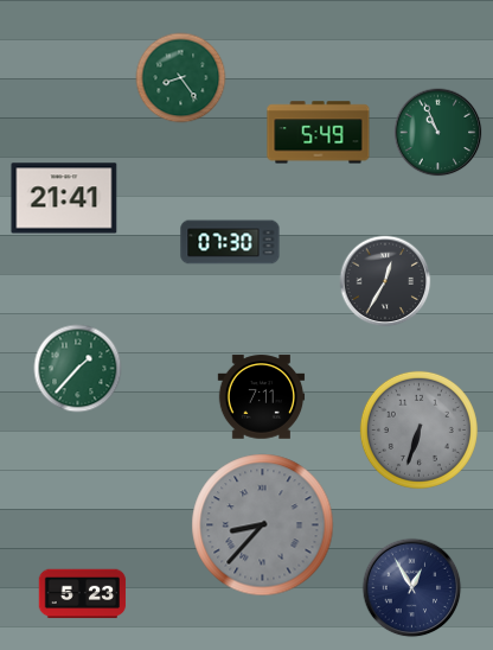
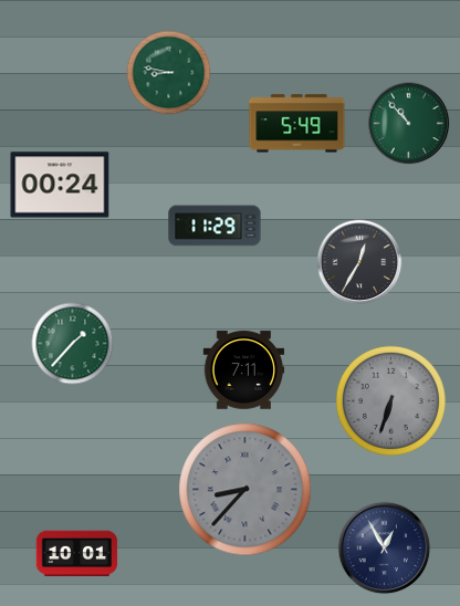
clock at (181, 78): 8:24 -> 8:47
clock at (438, 133): 10:56 -> 10:53
clock at (64, 198): 21:41 -> 00:24
clock at (230, 242): 07:30 -> 11:29
clock at (83, 594): 5:23 -> 10:01
